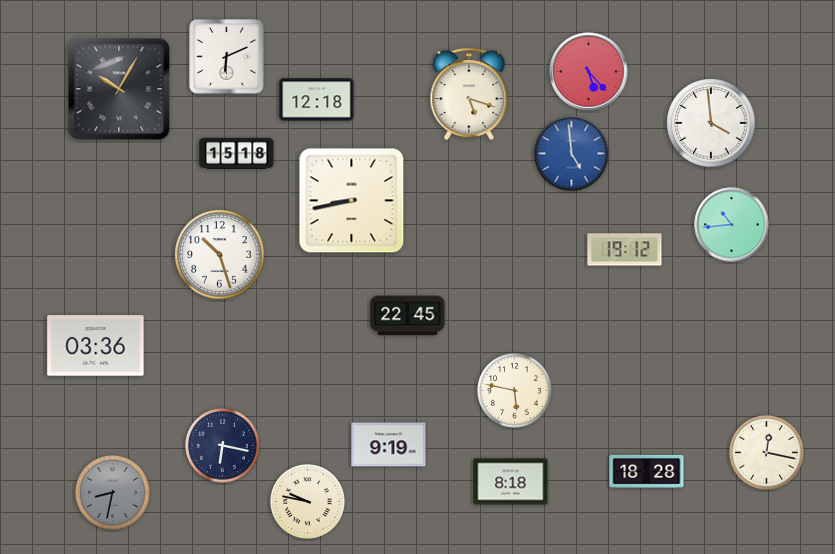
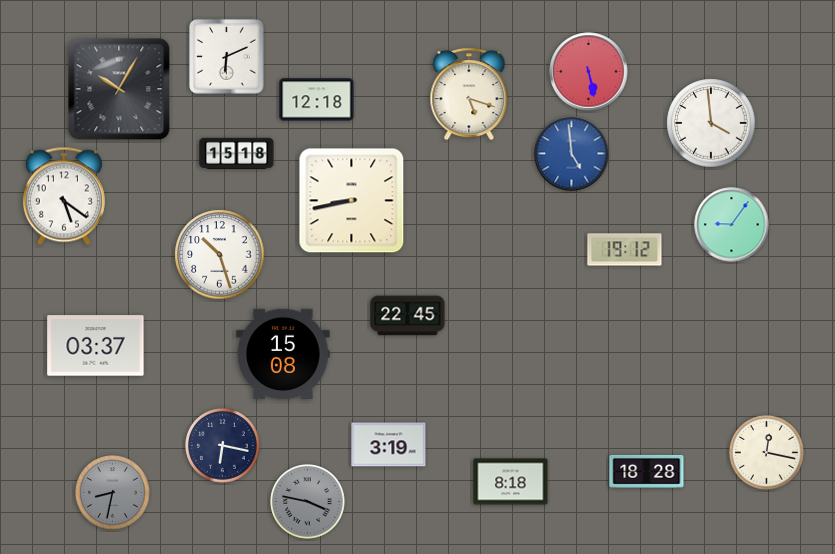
clock at (589, 72): 5:23 -> 5:28
clock at (64, 196): none -> 5:21
clock at (732, 225): 10:44 -> 9:06
clock at (96, 346): 03:36 -> 03:37
clock at (283, 353): none -> 15:08
clock at (515, 391): 5:47 -> none
clock at (389, 445): 9:19 -> 3:19
clock at (308, 502): 9:47 -> 3:47
clock at (308, 502) dial: cream -> grey
